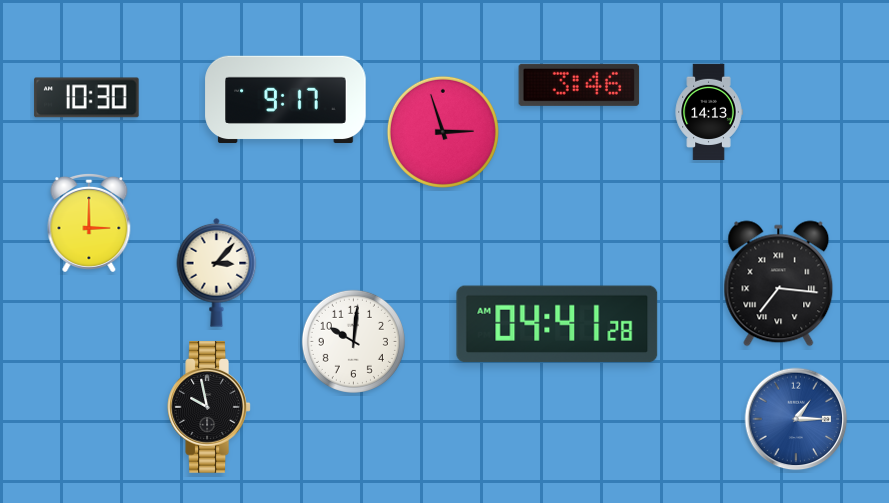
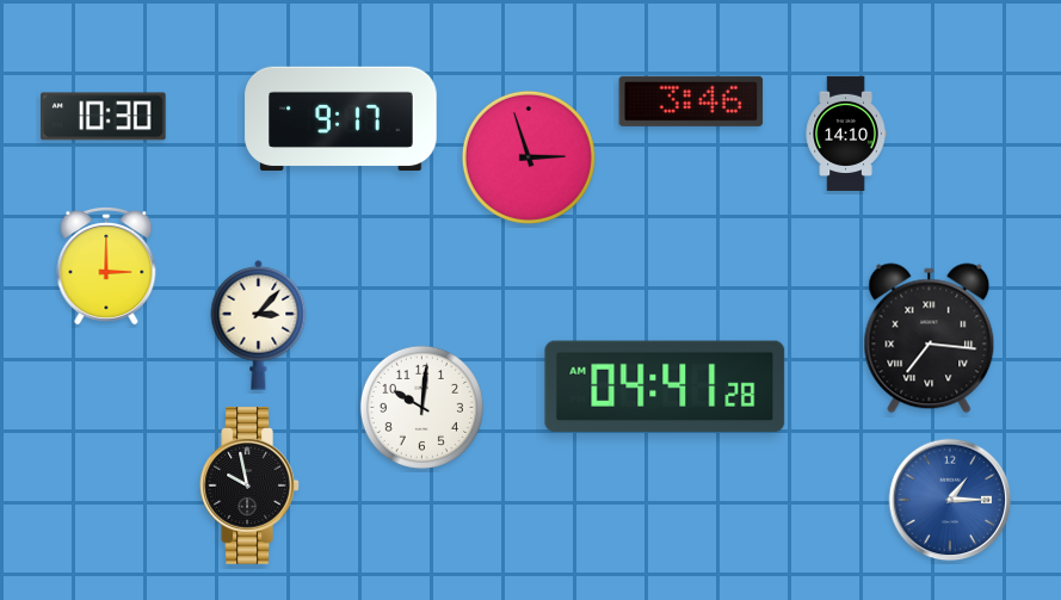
clock at (709, 111): 14:13 -> 14:10
